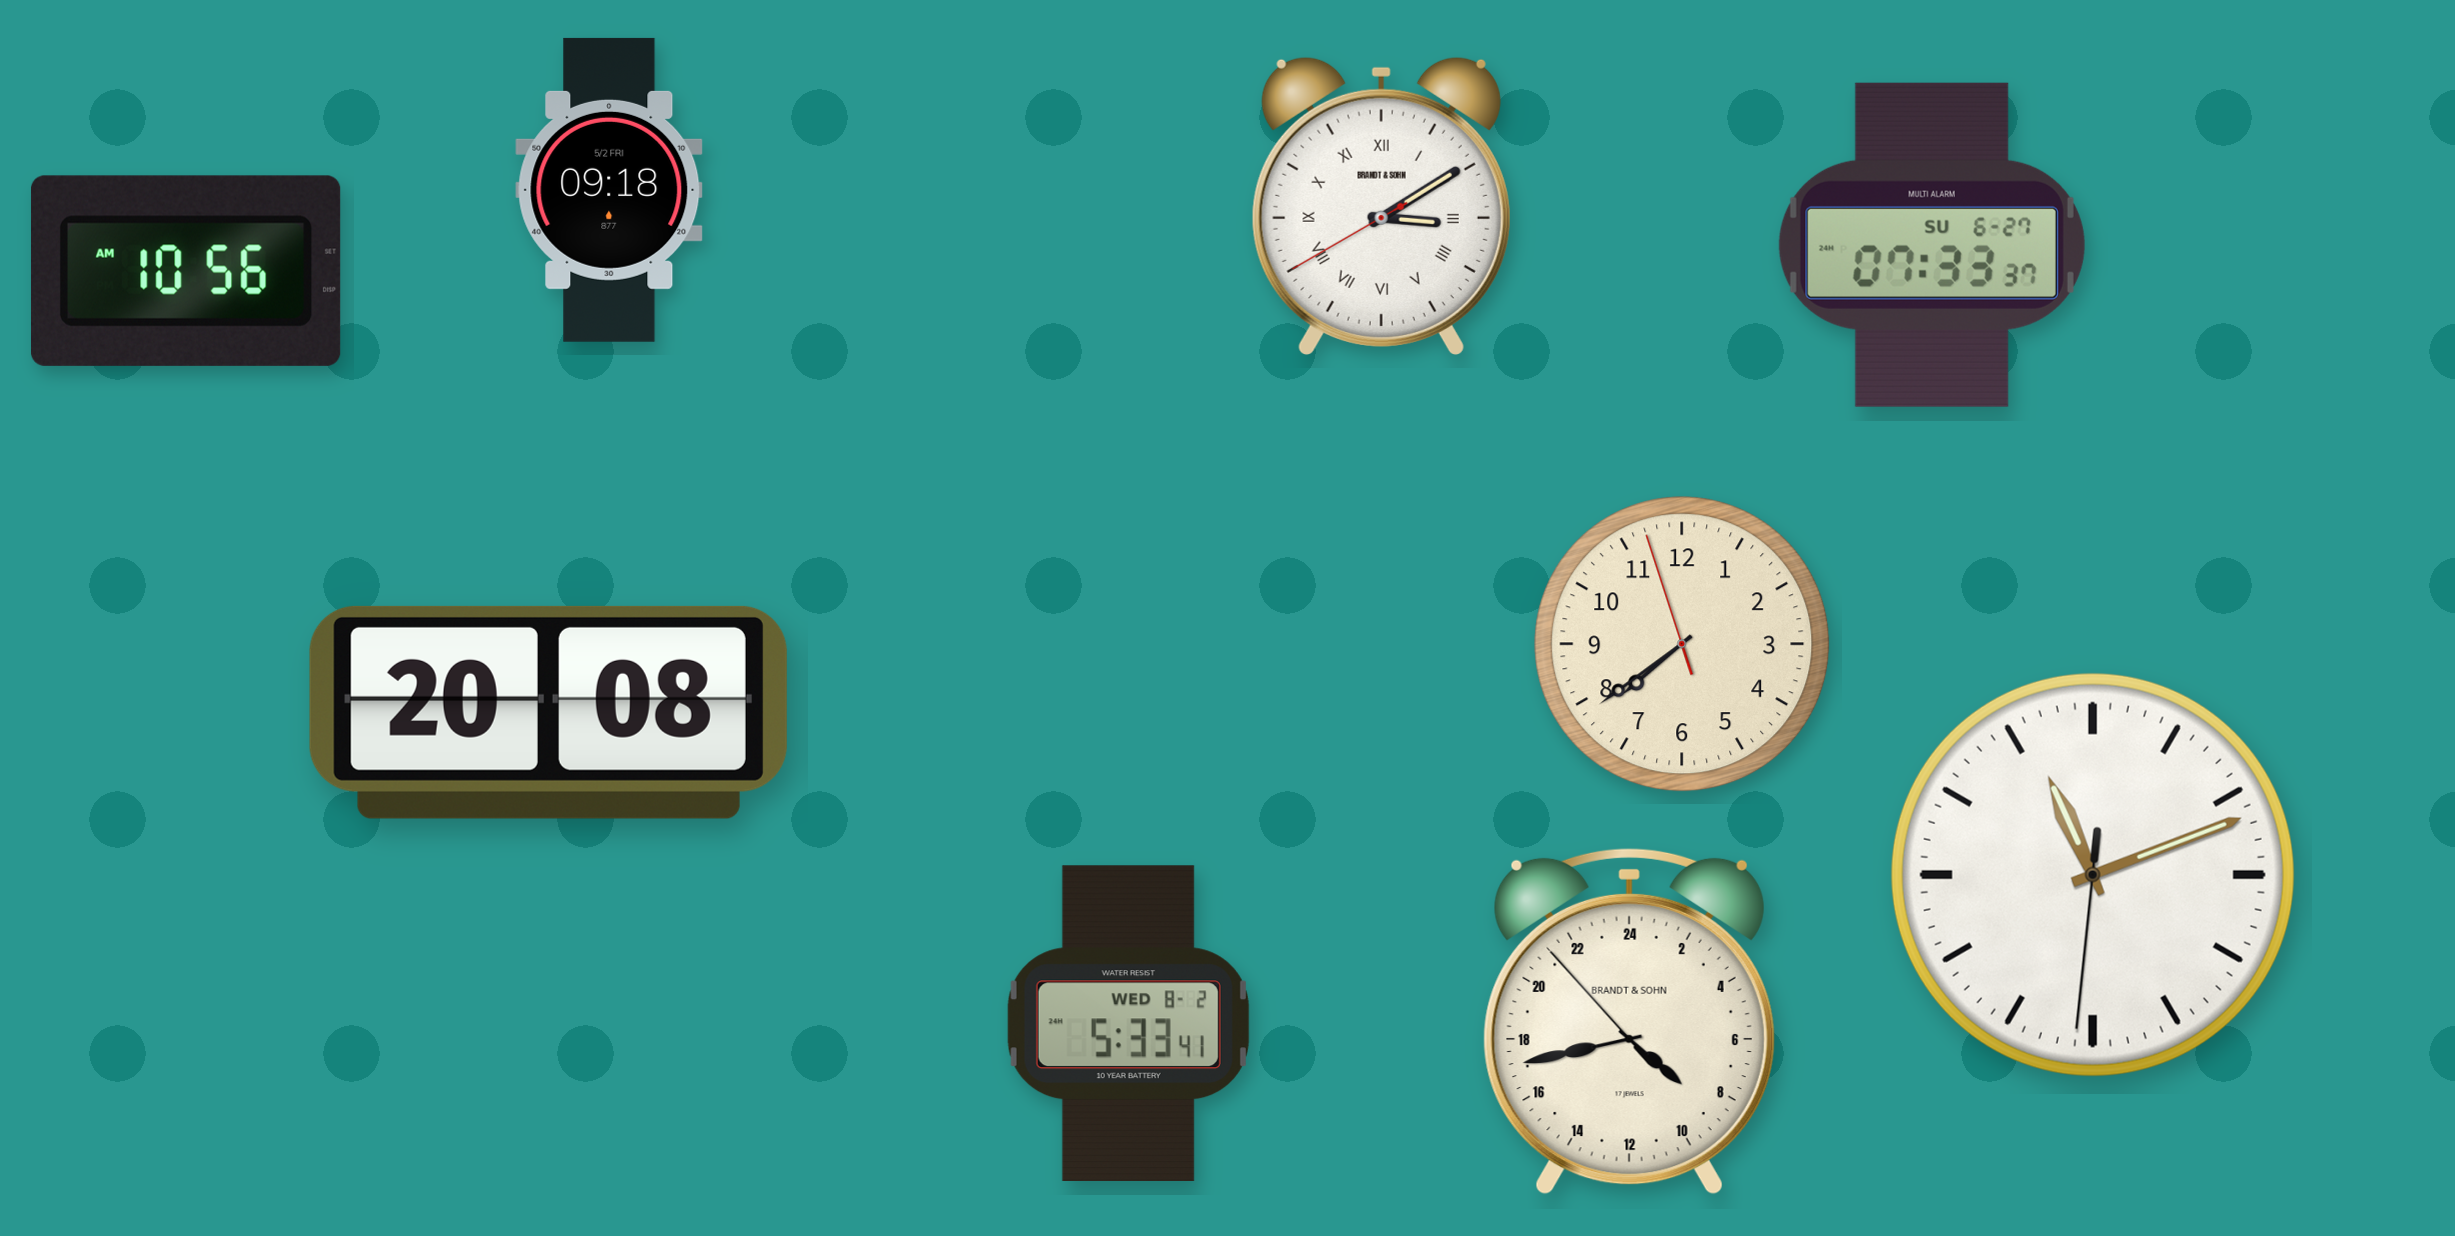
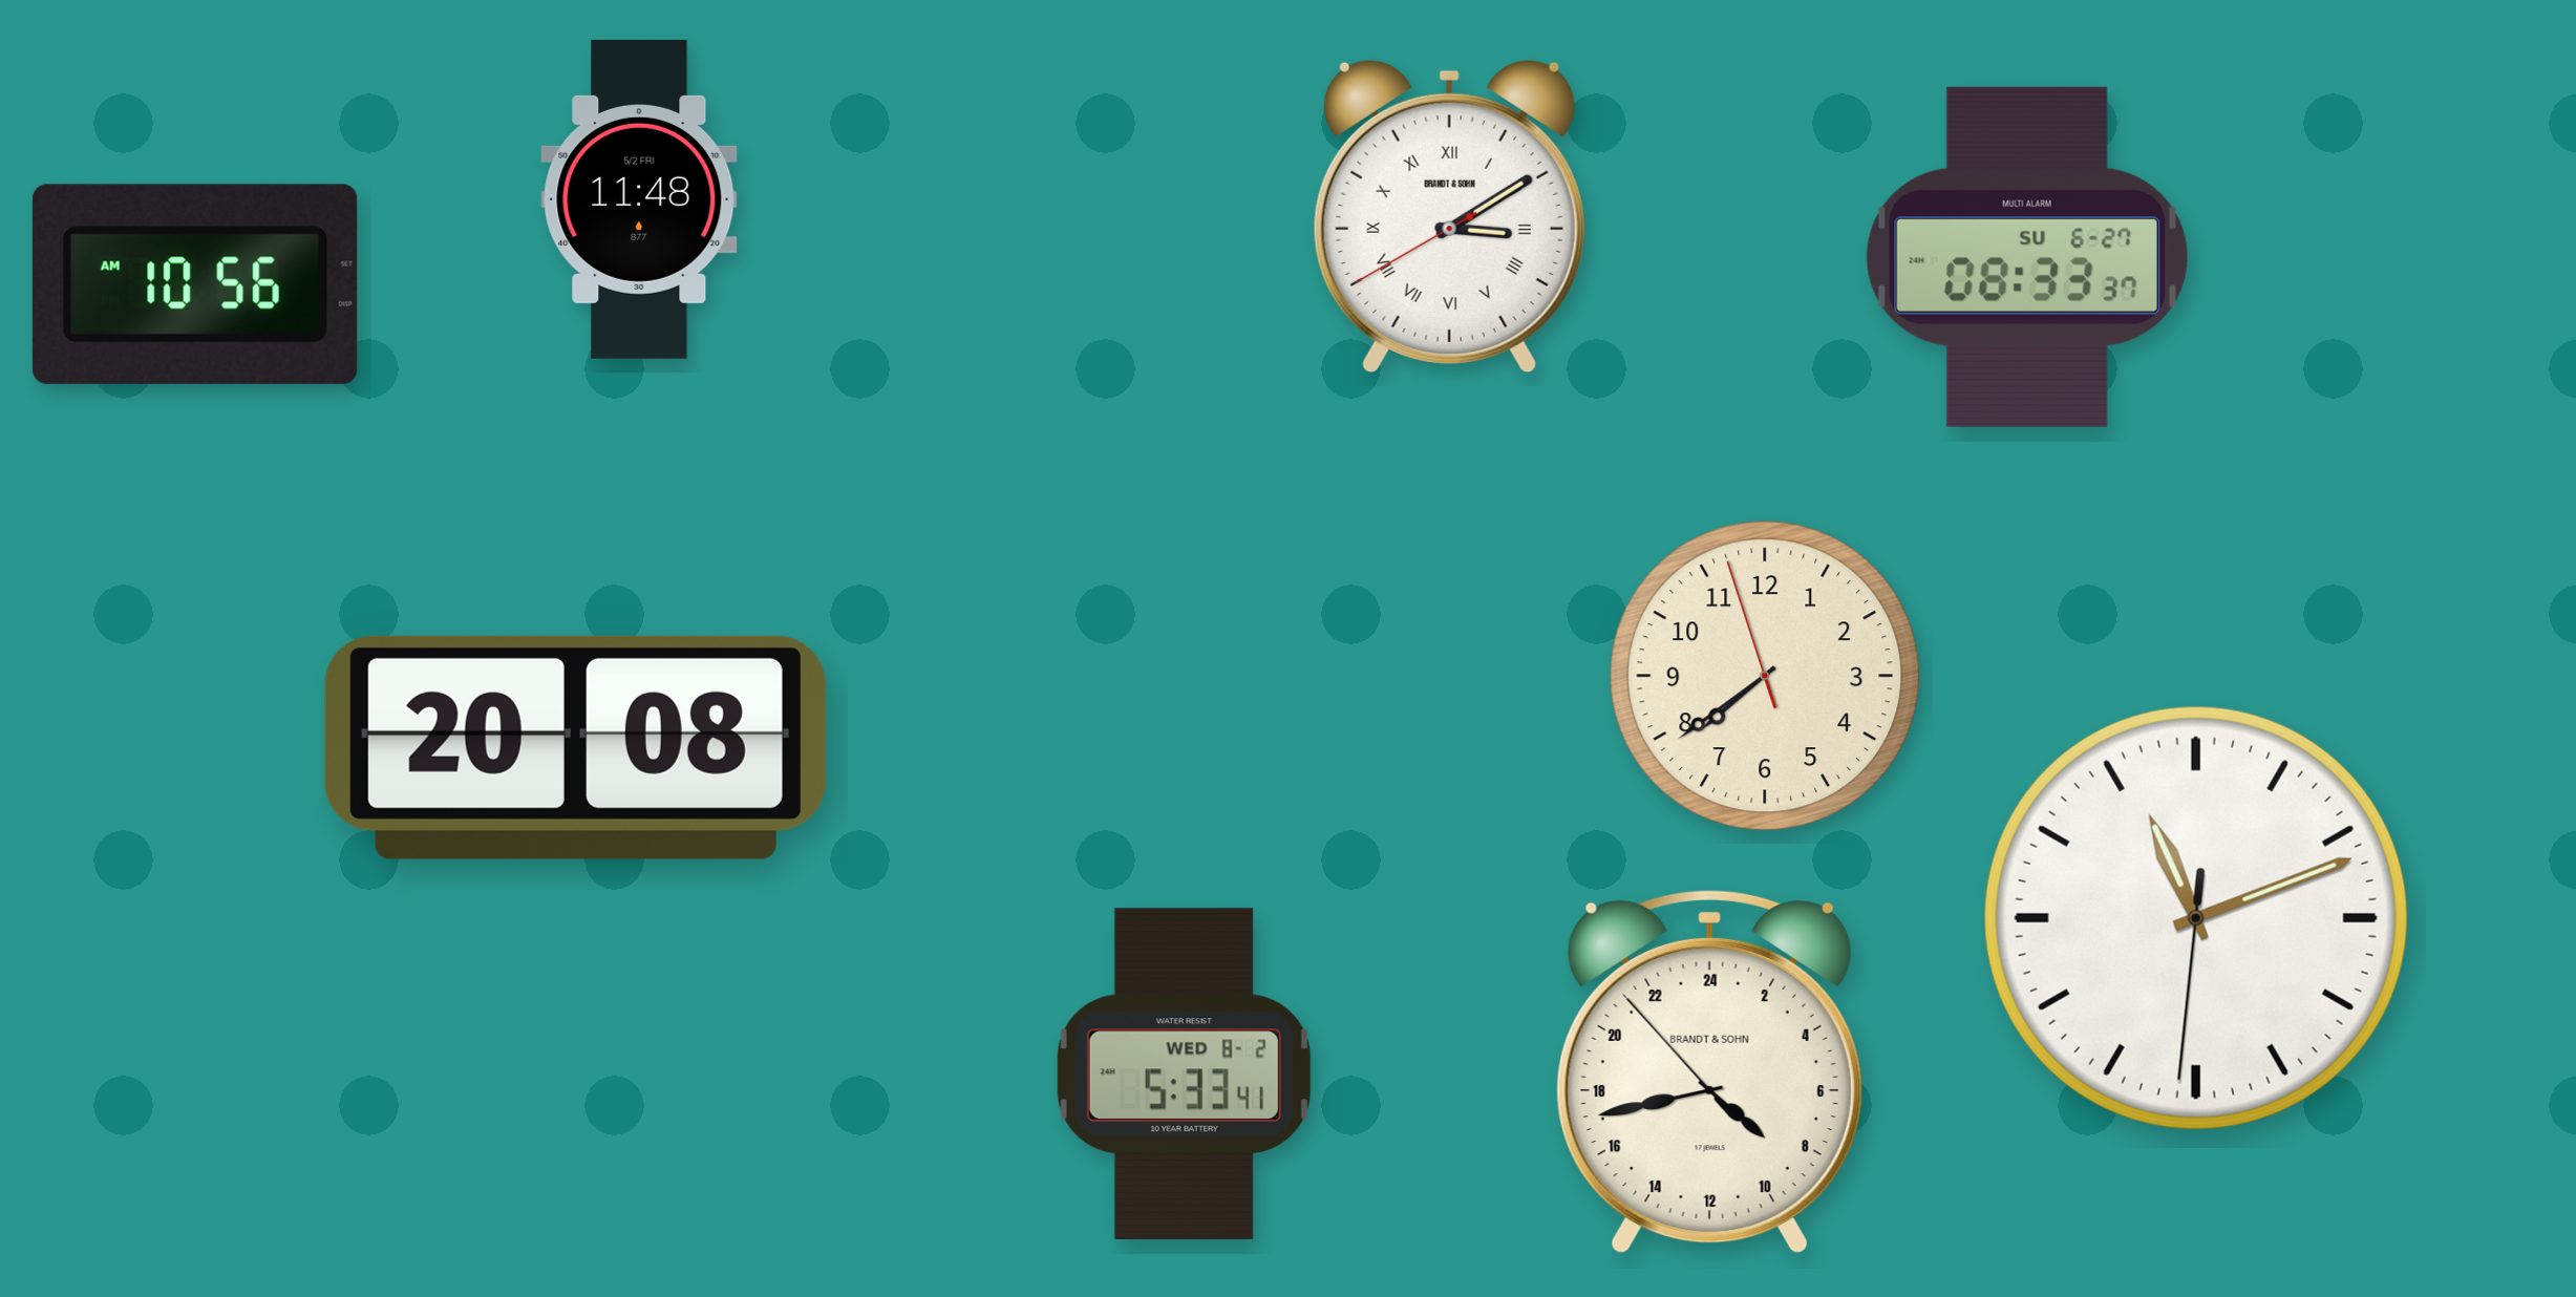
clock at (609, 190): 09:18 -> 11:48
clock at (1932, 245): 07:33 -> 08:33
